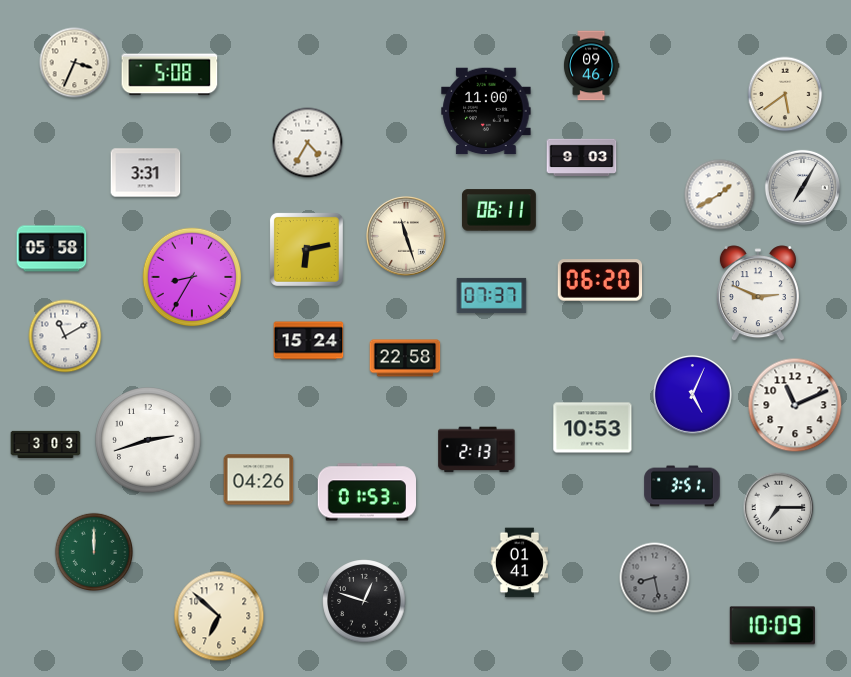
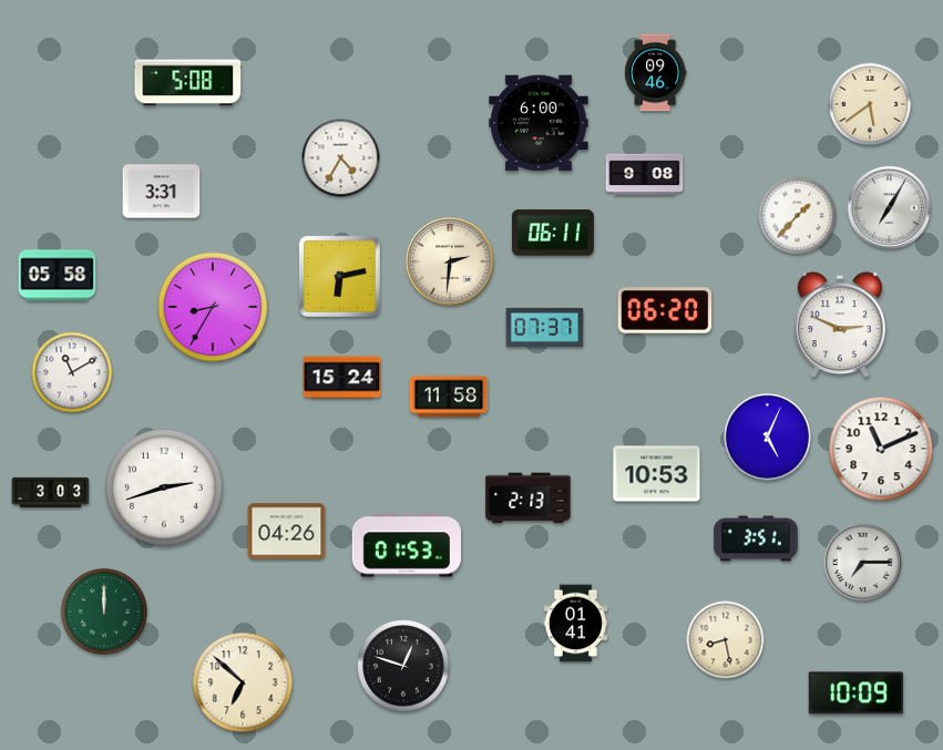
clock at (75, 63): 3:34 -> none
clock at (486, 111): 11:00 -> 6:00
clock at (582, 157): 9:03 -> 9:08
clock at (720, 195): 1:40 -> 1:37
clock at (407, 237): 11:27 -> 2:31
clock at (405, 358): 22:58 -> 11:58
clock at (655, 578) dial: grey -> cream
